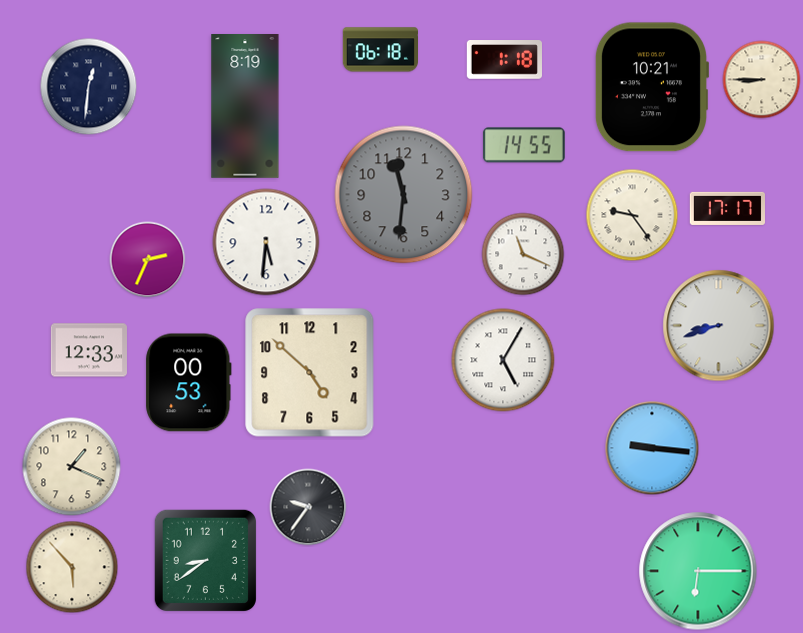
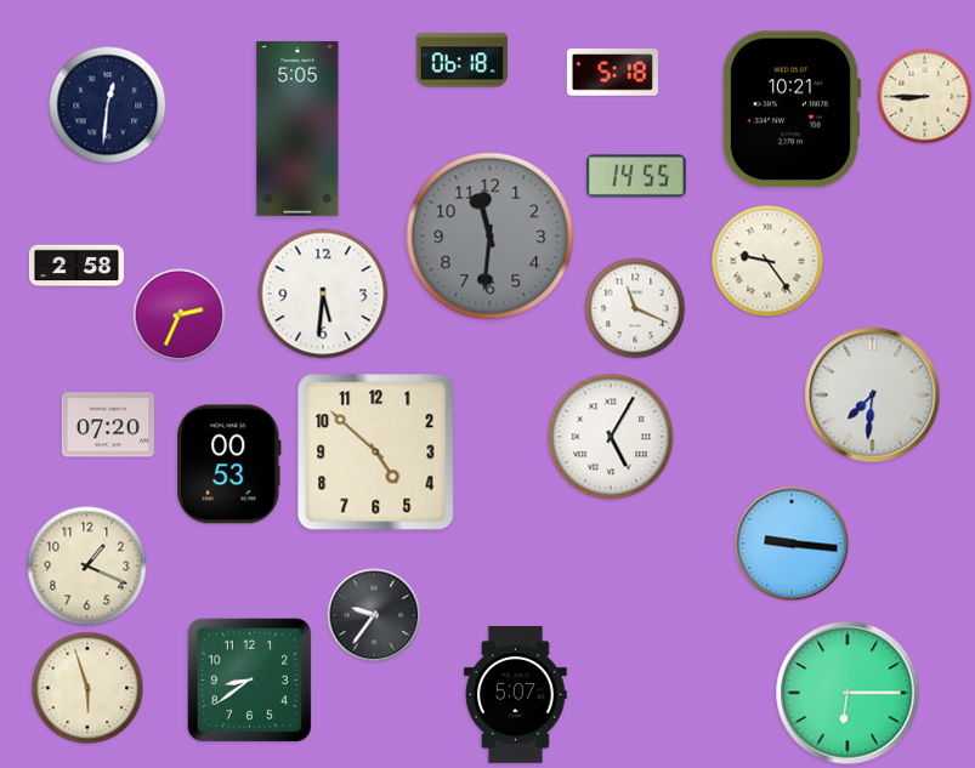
clock at (504, 60): 1:18 -> 5:18
clock at (651, 87) position: (651, 87) -> (790, 109)
clock at (245, 107): 8:19 -> 5:05
clock at (727, 208): 17:17 -> none
clock at (76, 266): none -> 2:58
clock at (719, 326): 8:42 -> 7:31
clock at (89, 350): 12:33 -> 07:20
clock at (72, 567): 5:53 -> 5:57
clock at (516, 695): none -> 5:07
